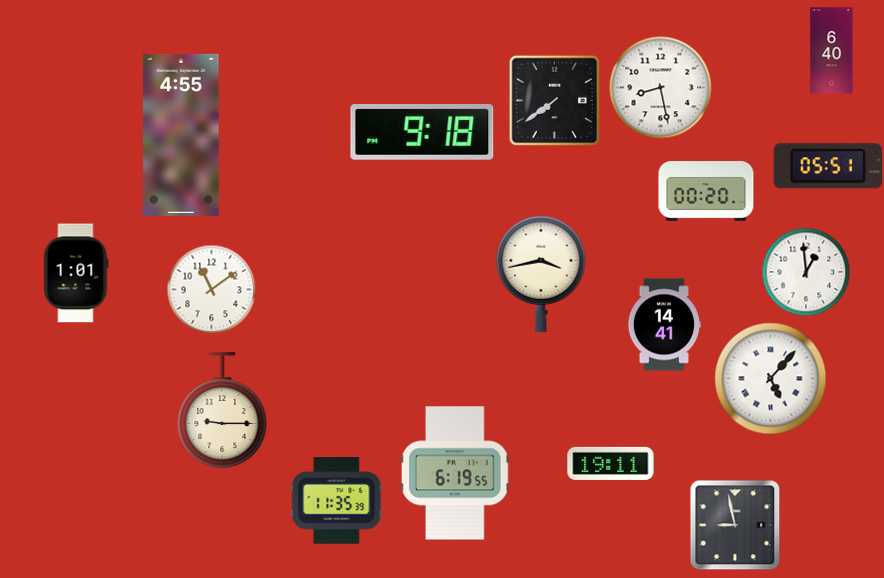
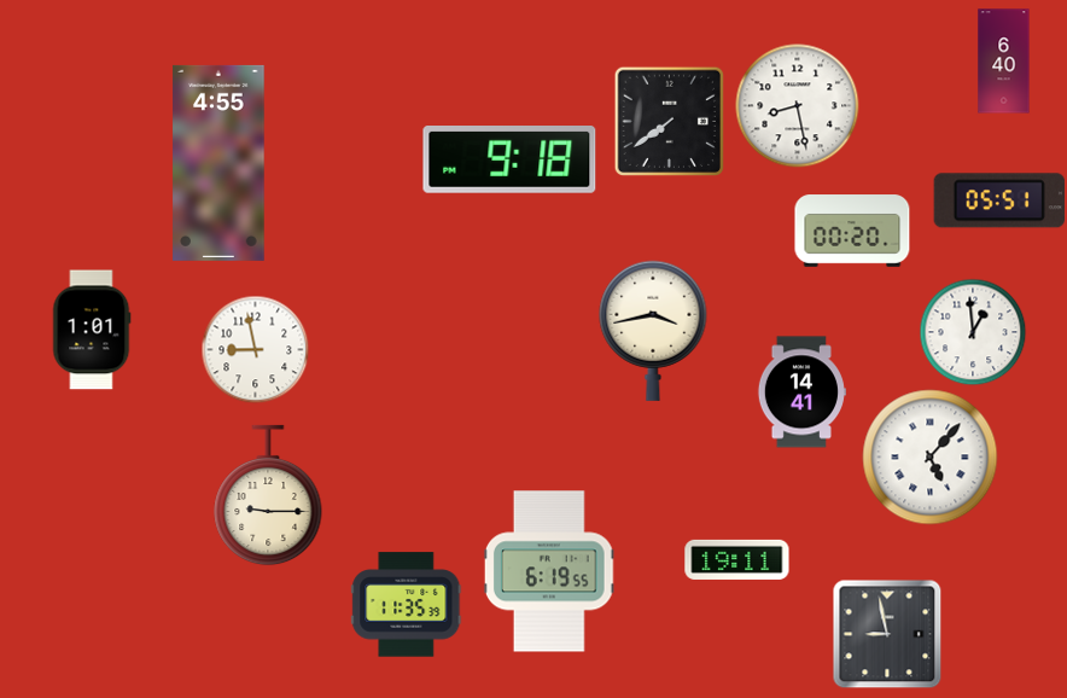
clock at (806, 272) position: (806, 272) -> (973, 332)
clock at (211, 289): 11:09 -> 8:58
